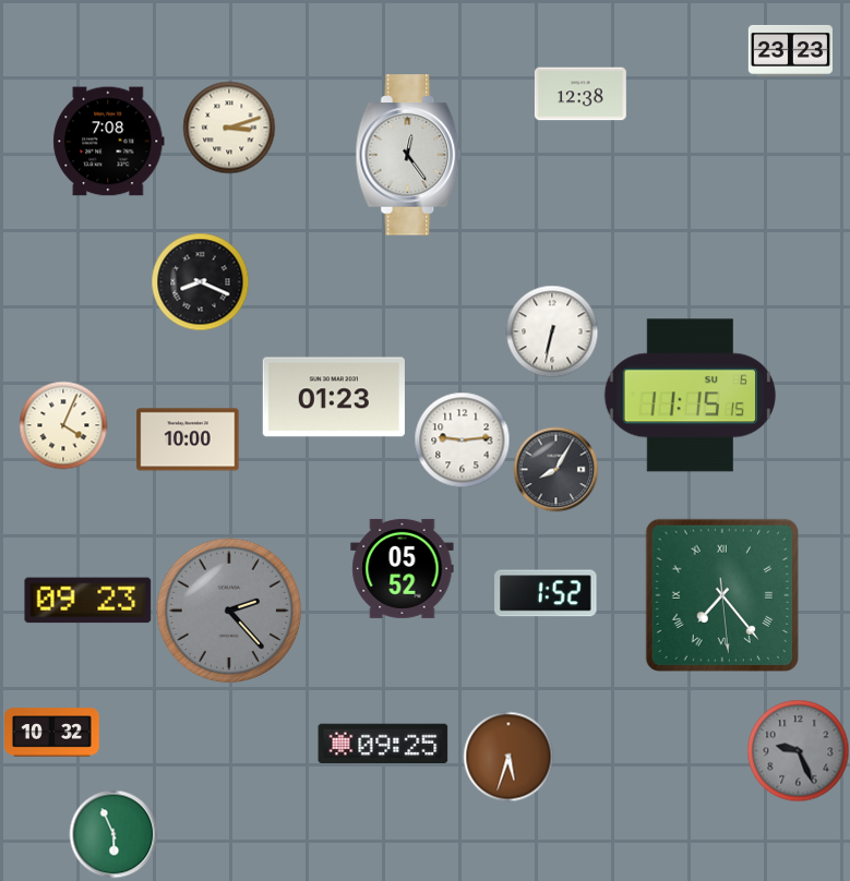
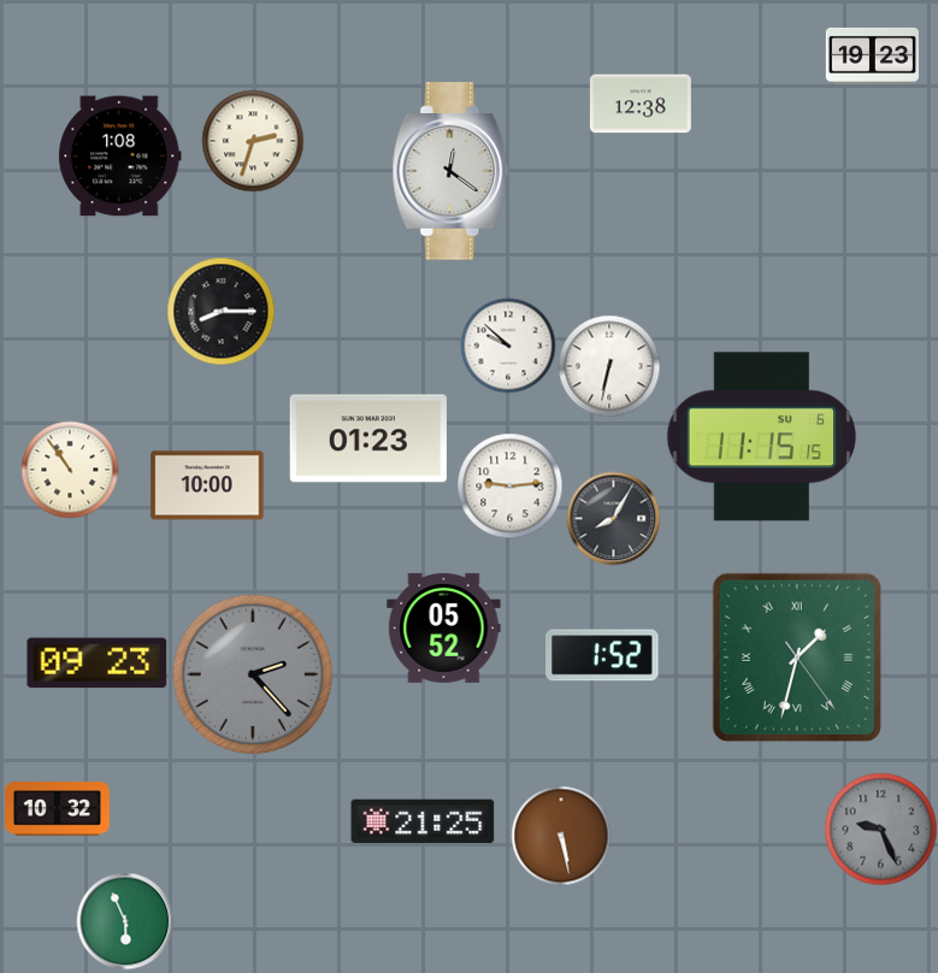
clock at (790, 50): 23:23 -> 19:23
clock at (229, 128): 3:12 -> 2:33
clock at (109, 142): 7:08 -> 1:08
clock at (408, 155): 12:24 -> 12:21
clock at (200, 281): 8:19 -> 8:15
clock at (508, 346): none -> 9:52
clock at (63, 425): 4:04 -> 10:54
clock at (722, 595): 7:23 -> 1:32
clock at (383, 744): 09:25 -> 21:25
clock at (508, 757): 5:33 -> 5:28
